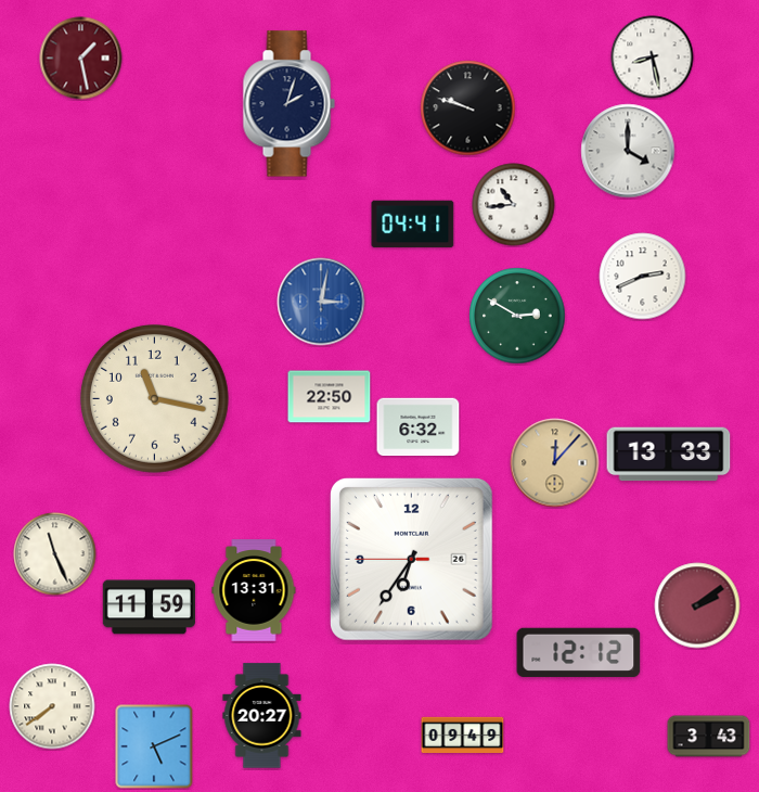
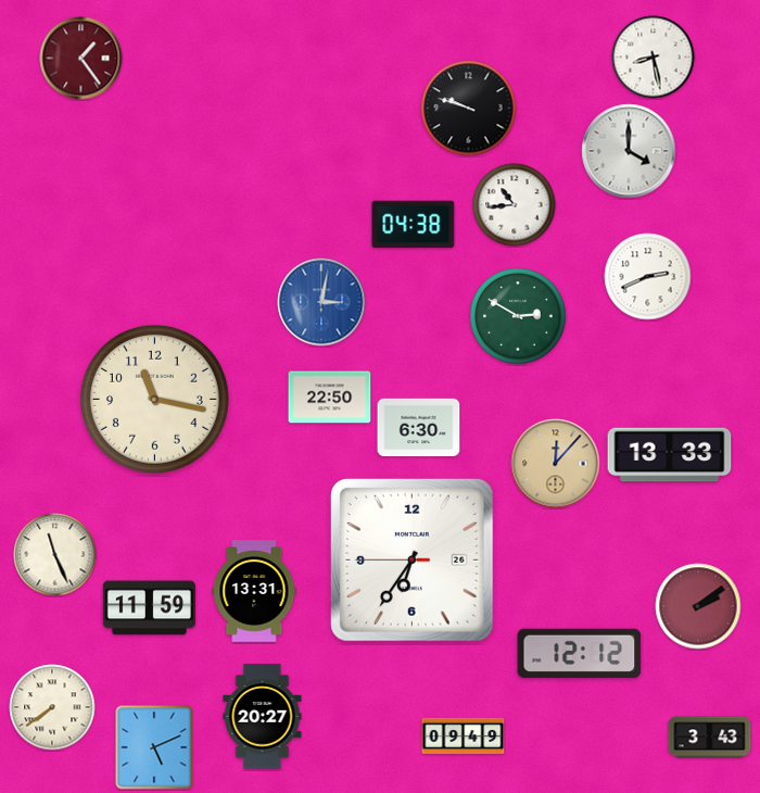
clock at (81, 59): 1:28 -> 1:24
clock at (288, 104): 2:03 -> none
clock at (413, 225): 04:41 -> 04:38
clock at (643, 277) position: (643, 277) -> (648, 277)
clock at (419, 427): 6:32 -> 6:30
